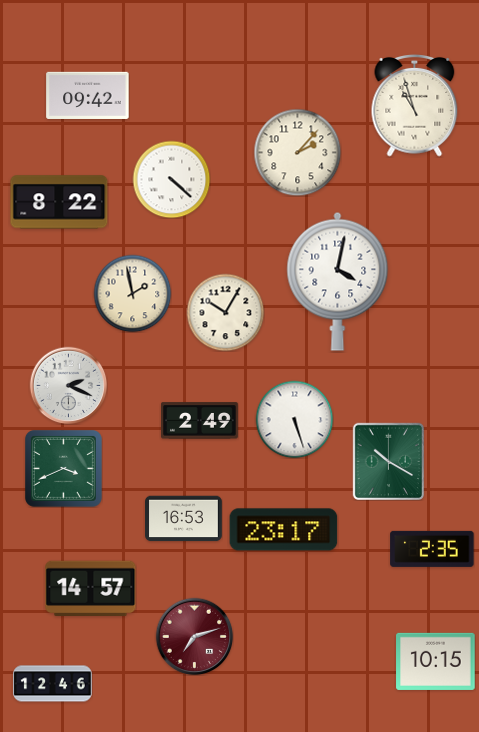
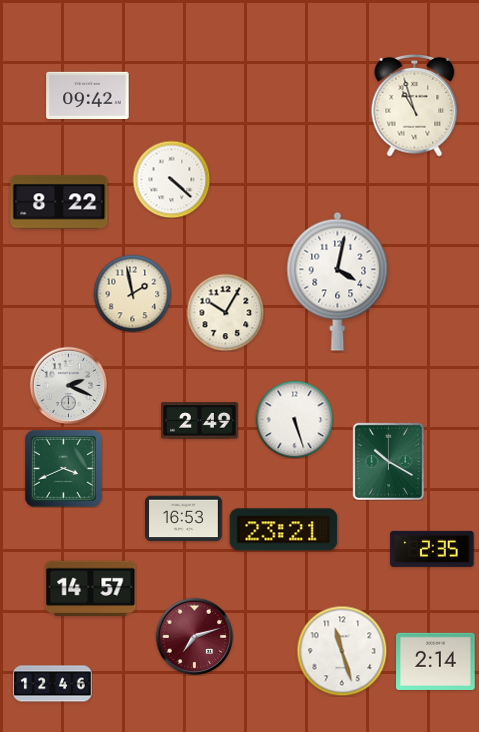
clock at (297, 152): 2:07 -> none
clock at (284, 530): 23:17 -> 23:21
clock at (342, 651): none -> 11:27
clock at (436, 661): 10:15 -> 2:14
